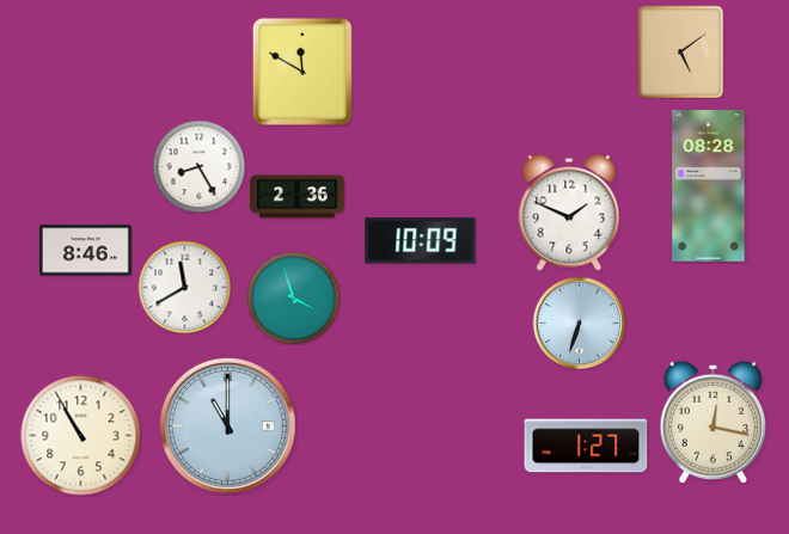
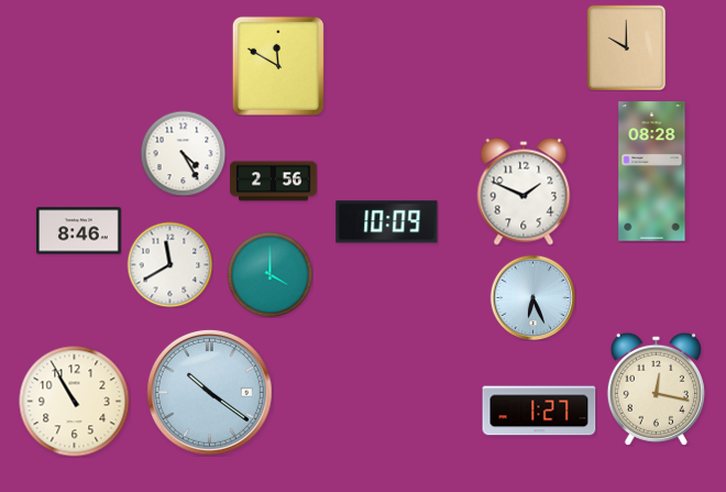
clock at (681, 51): 5:09 -> 10:00
clock at (198, 166): 8:25 -> 4:25
clock at (298, 197): 2:36 -> 2:56
clock at (569, 213) position: (569, 213) -> (524, 192)
clock at (293, 297): 3:57 -> 4:00
clock at (579, 323): 6:33 -> 6:26
clock at (227, 425): 11:00 -> 10:21
